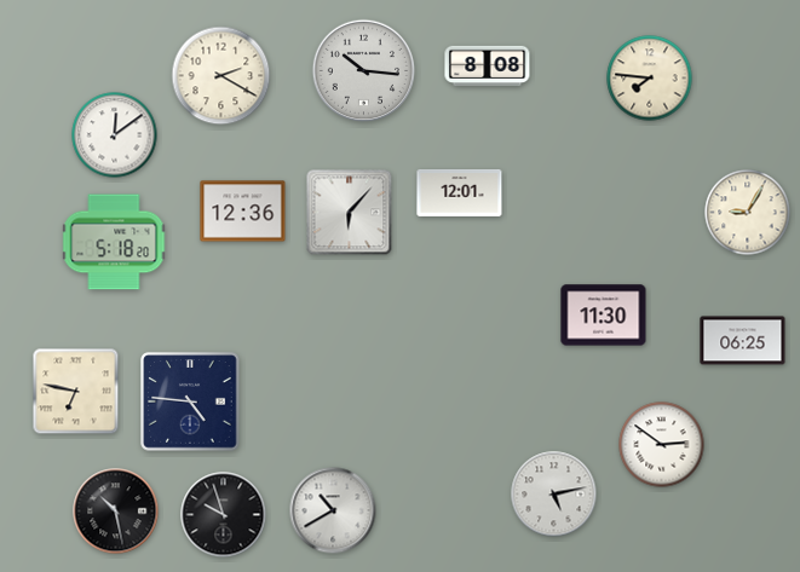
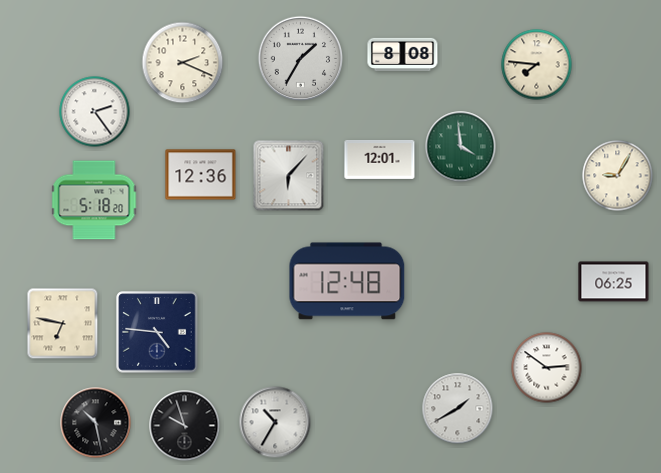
clock at (364, 71): 10:16 -> 1:35
clock at (221, 76): 2:20 -> 2:19
clock at (115, 135): 12:09 -> 2:24
clock at (461, 147): none -> 3:59
clock at (604, 316): 11:30 -> none
clock at (347, 281): none -> 12:48
clock at (554, 495): 5:13 -> 1:40
clock at (333, 510): 10:40 -> 10:35
